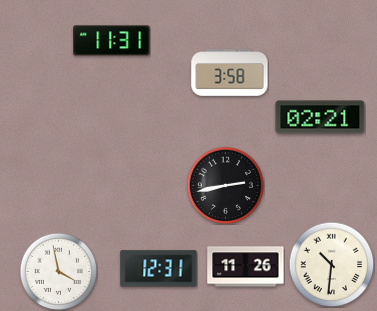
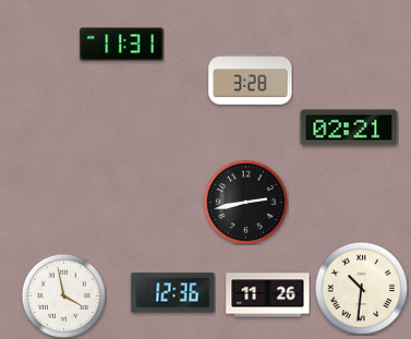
clock at (230, 73): 3:58 -> 3:28
clock at (246, 267) position: (246, 267) -> (268, 295)
clock at (159, 269): 12:31 -> 12:36
